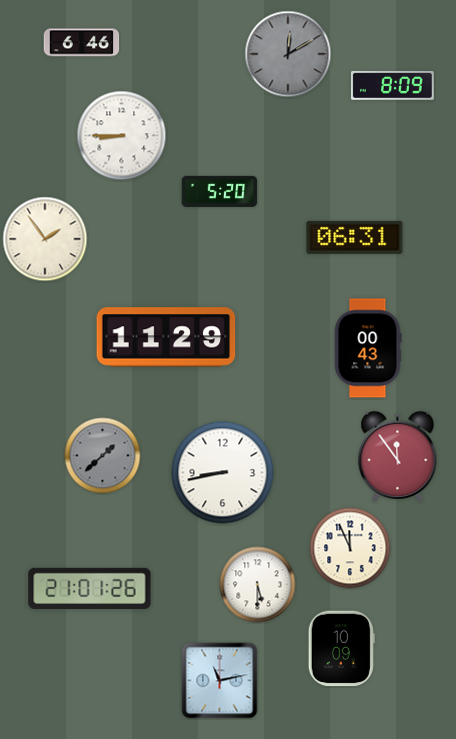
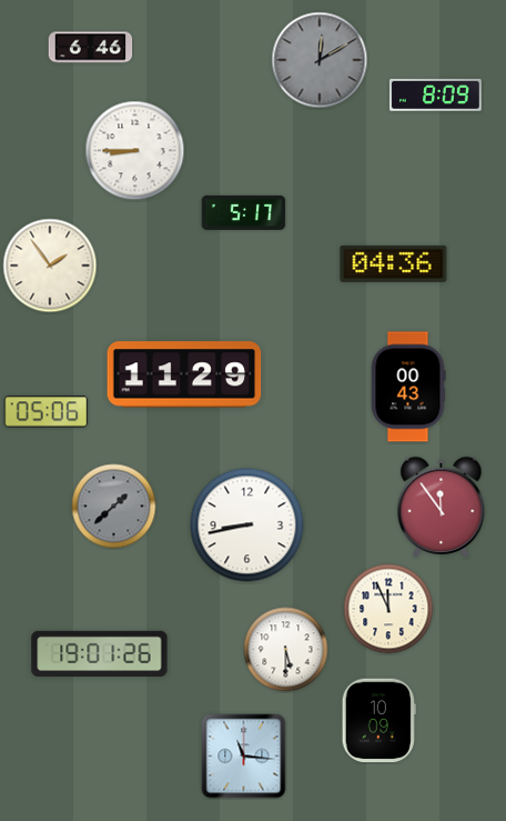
clock at (220, 191): 5:20 -> 5:17
clock at (355, 237): 06:31 -> 04:36
clock at (47, 412): none -> 05:06
clock at (90, 588): 21:01 -> 19:01
clock at (220, 681): 11:13 -> 11:16
